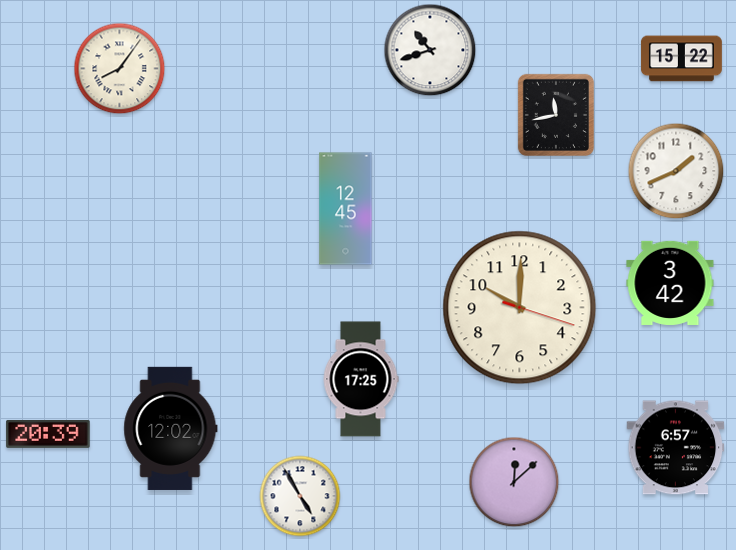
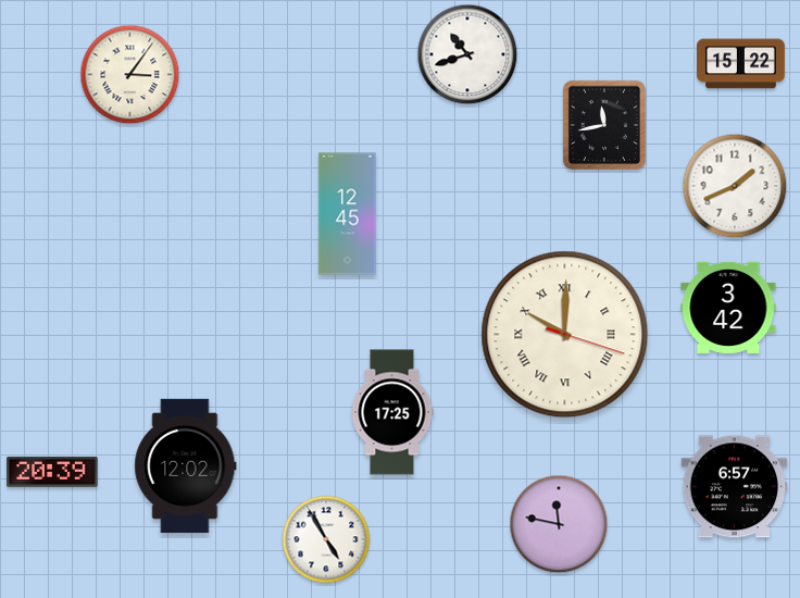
clock at (120, 69): 8:06 -> 3:06
clock at (346, 209) position: (346, 209) -> (348, 214)
clock at (520, 308) numerals: Arabic -> Roman
clock at (514, 482): 12:08 -> 11:47
